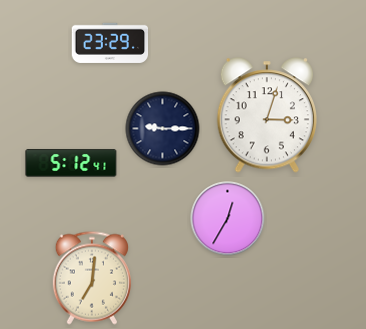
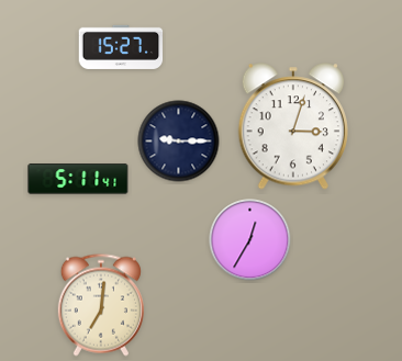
clock at (110, 43): 23:29 -> 15:27
clock at (71, 163): 5:12 -> 5:11
